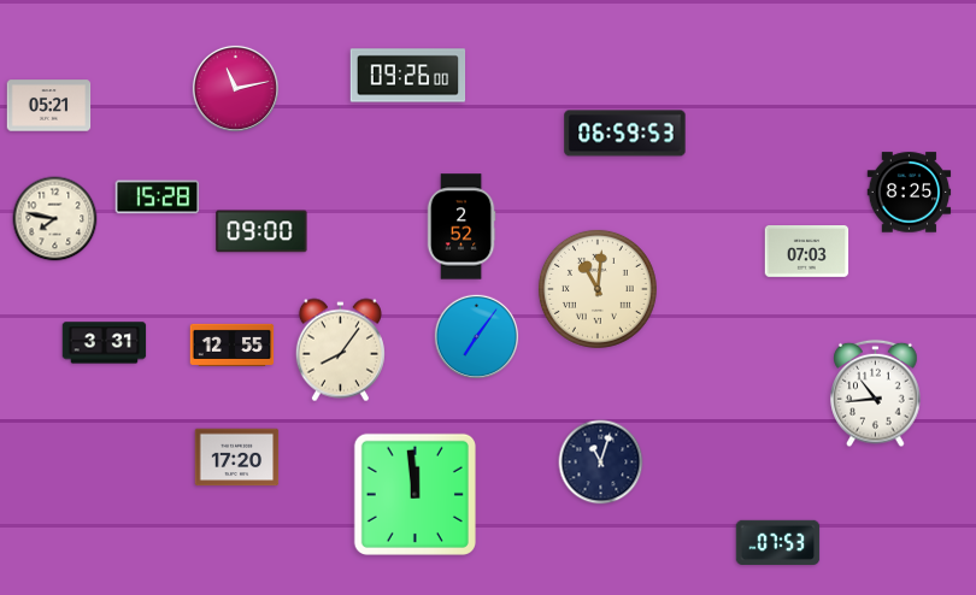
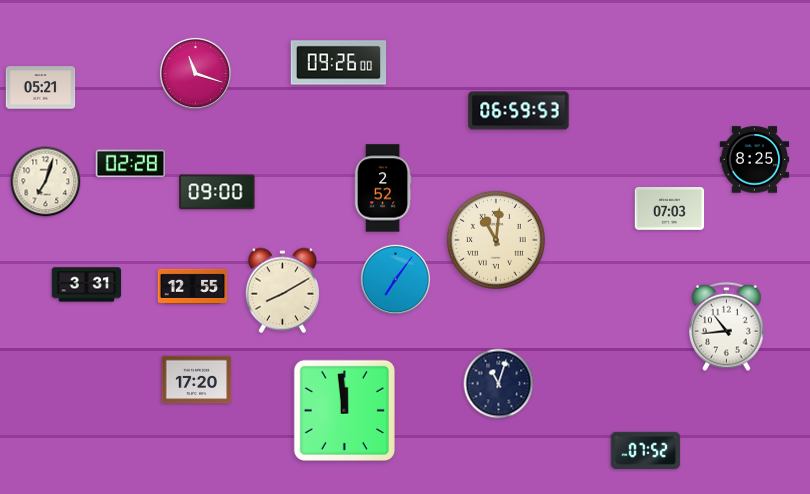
clock at (235, 88): 11:13 -> 11:18
clock at (158, 198): 15:28 -> 02:28
clock at (55, 219): 7:47 -> 7:03
clock at (340, 350): 8:06 -> 8:10
clock at (778, 542): 07:53 -> 07:52
